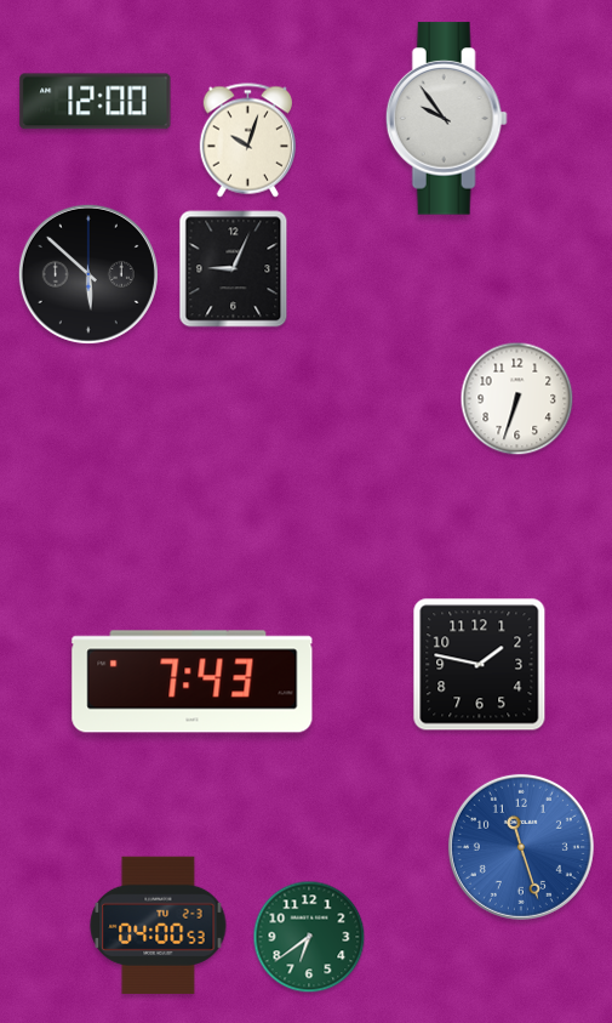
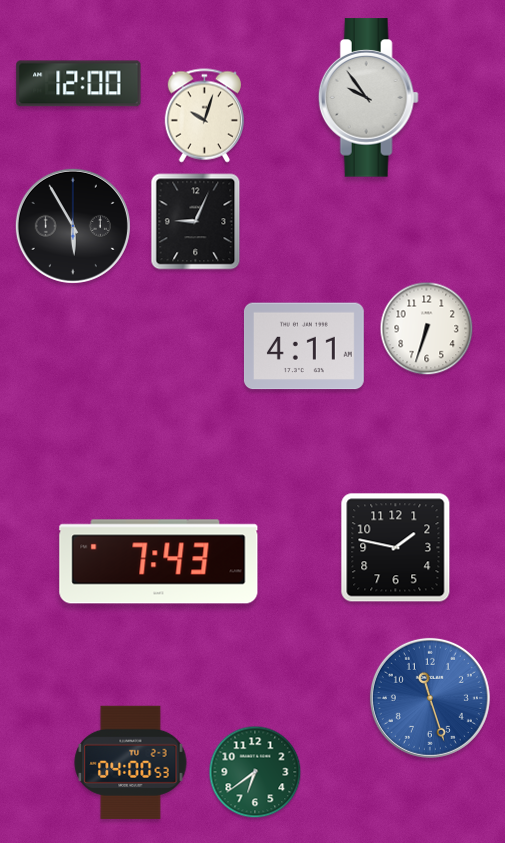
clock at (234, 269) position: (234, 269) -> (196, 222)
clock at (88, 274): 5:52 -> 5:55
clock at (304, 346): none -> 4:11
